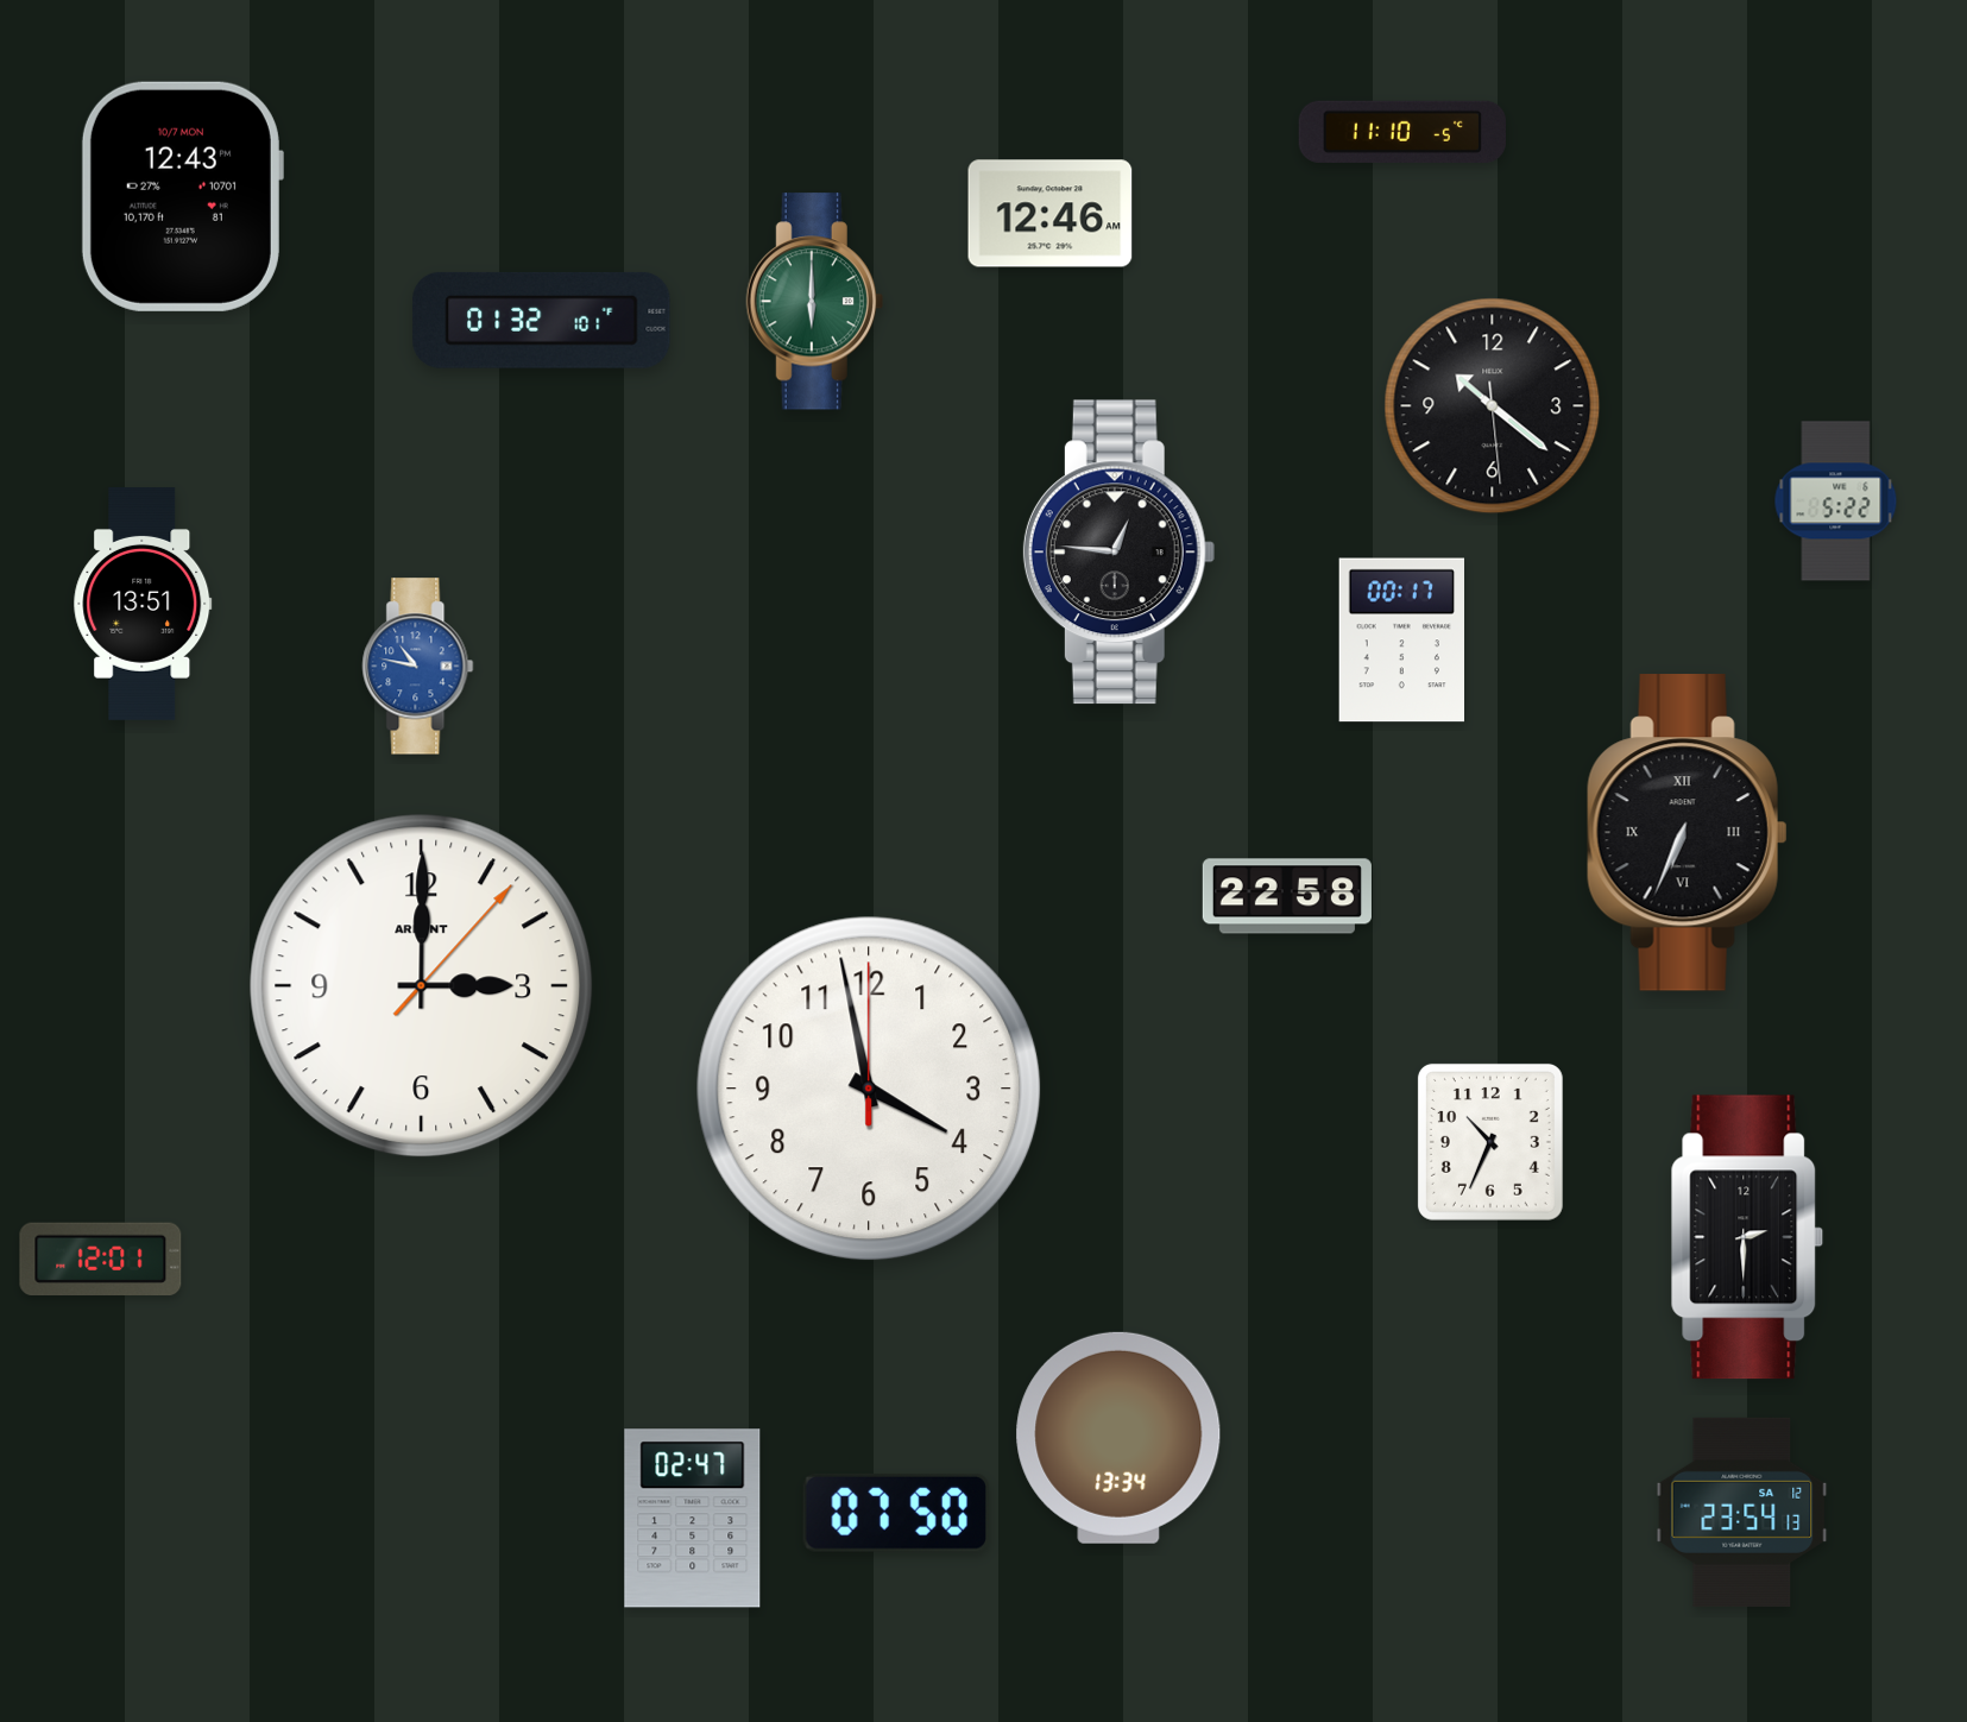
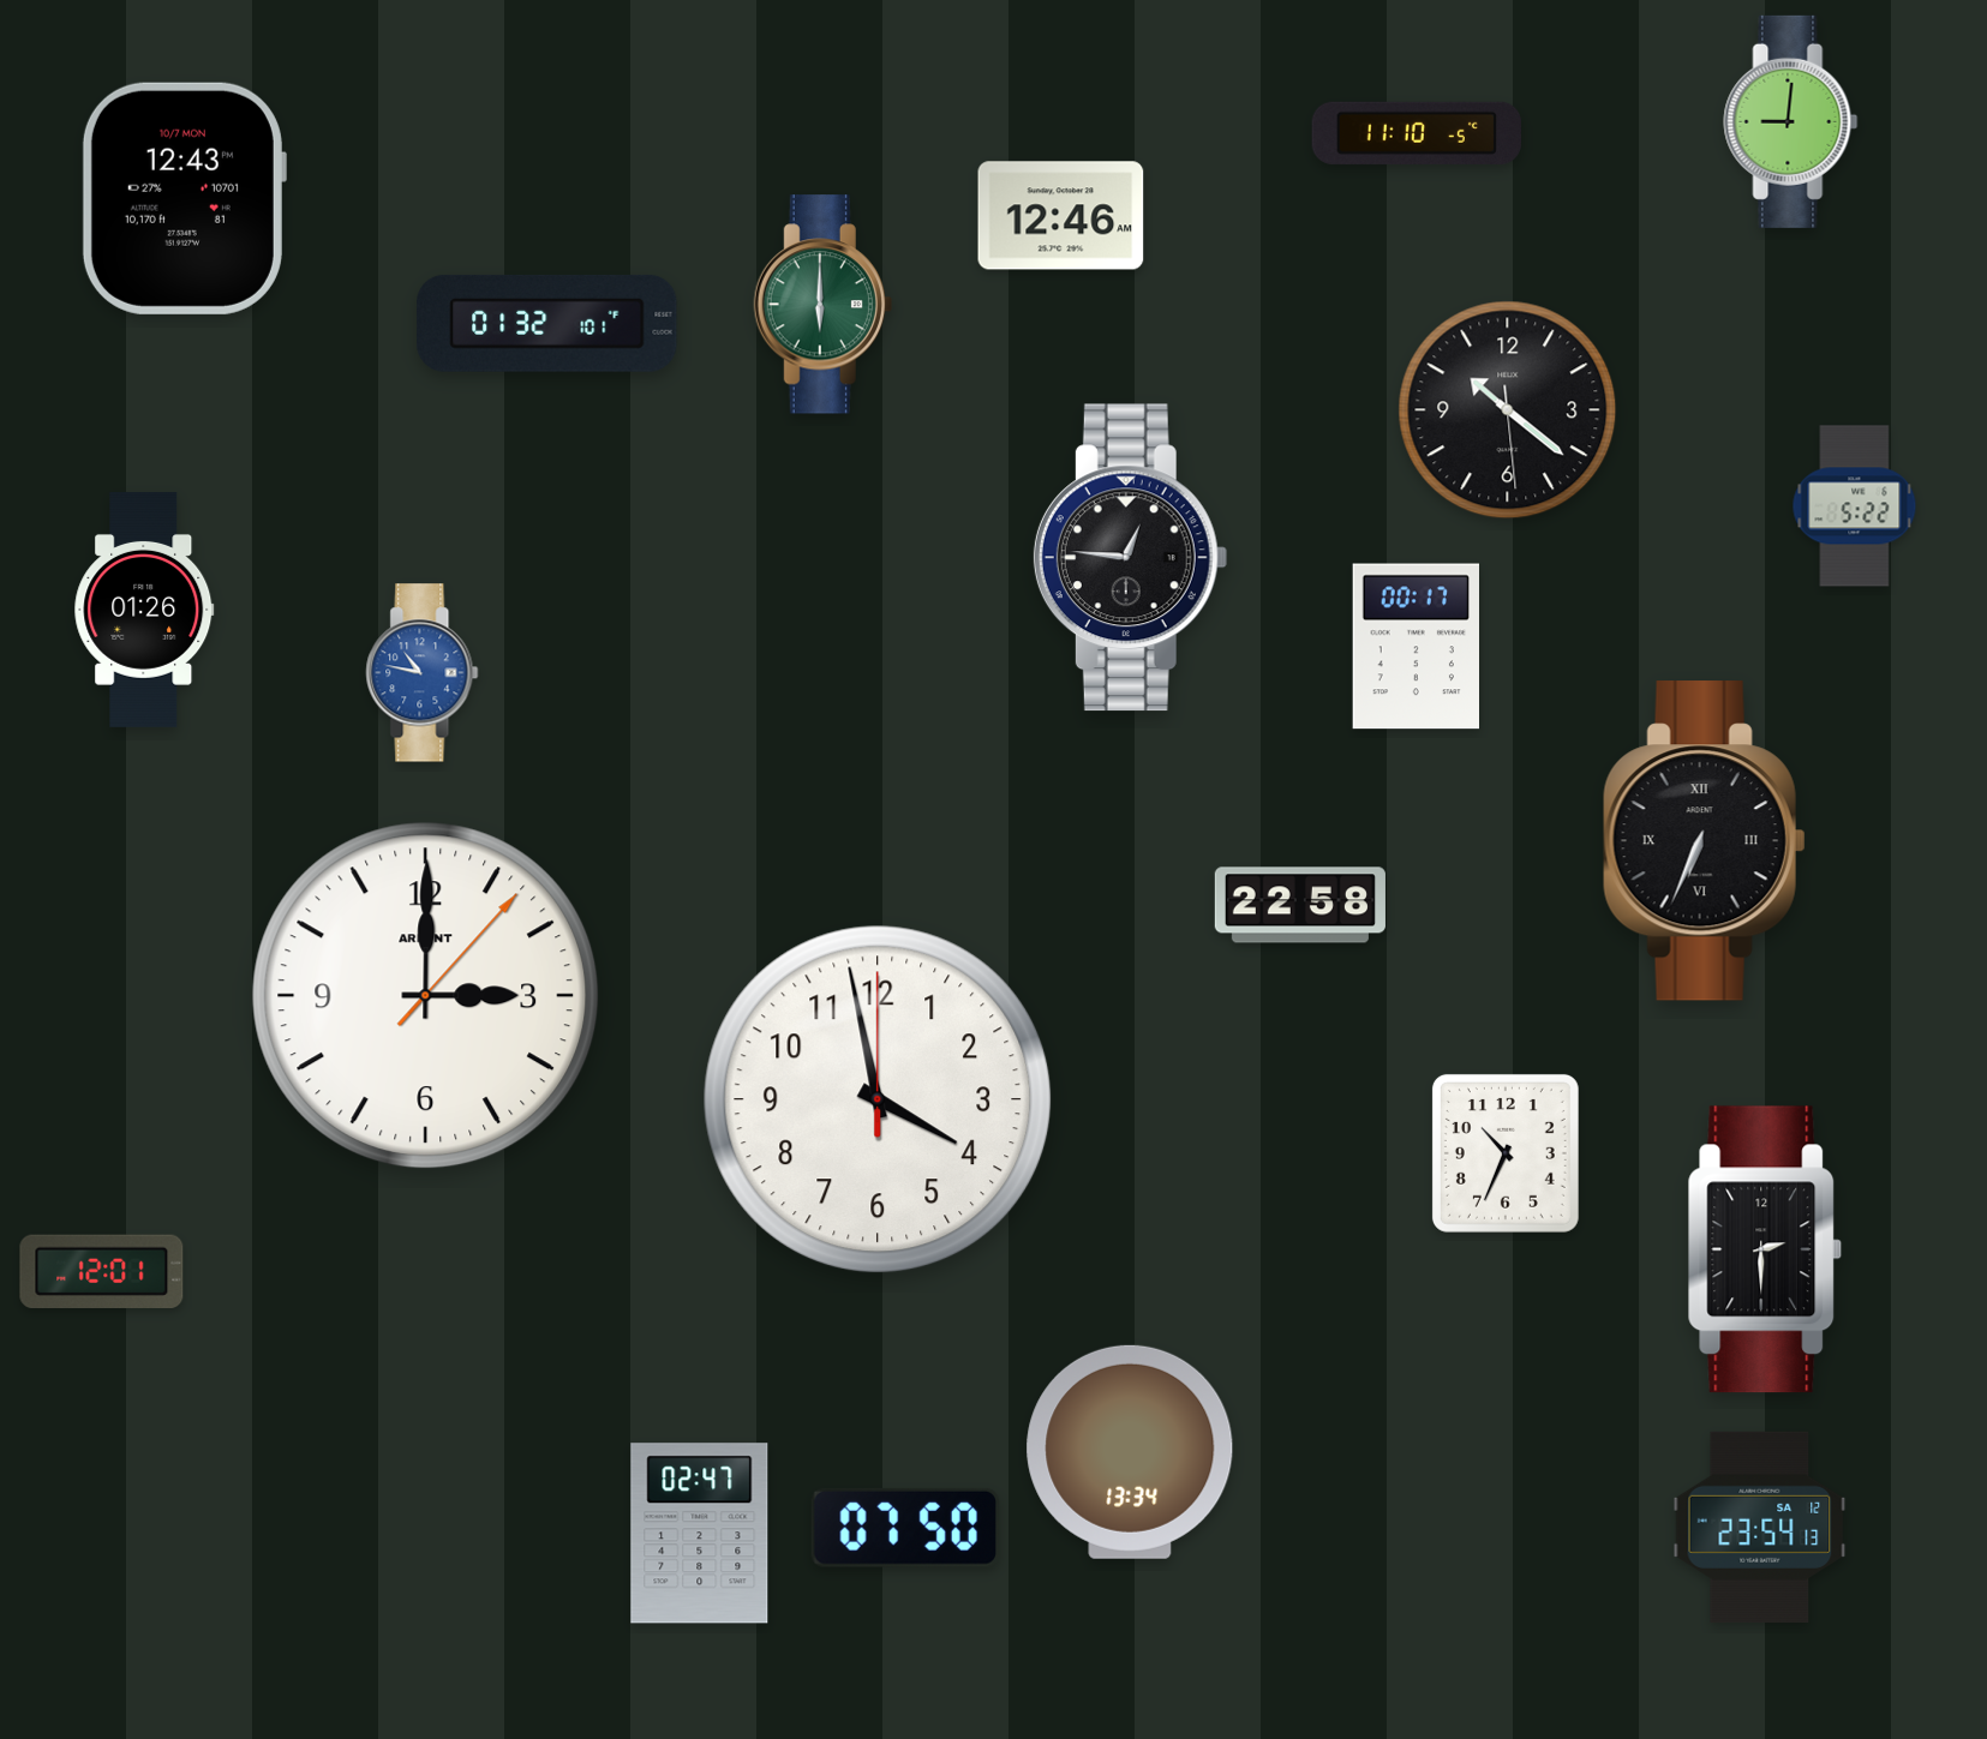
clock at (1791, 121): none -> 9:01
clock at (143, 604): 13:51 -> 01:26
